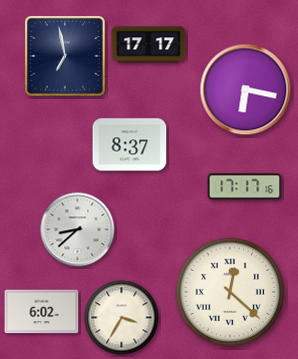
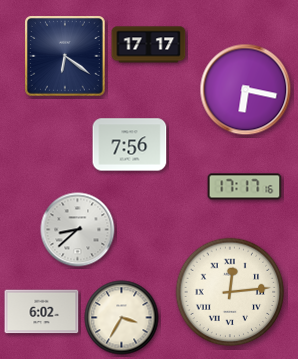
clock at (66, 57): 6:58 -> 6:21
clock at (130, 145): 8:37 -> 7:56
clock at (230, 292): 12:22 -> 12:14
